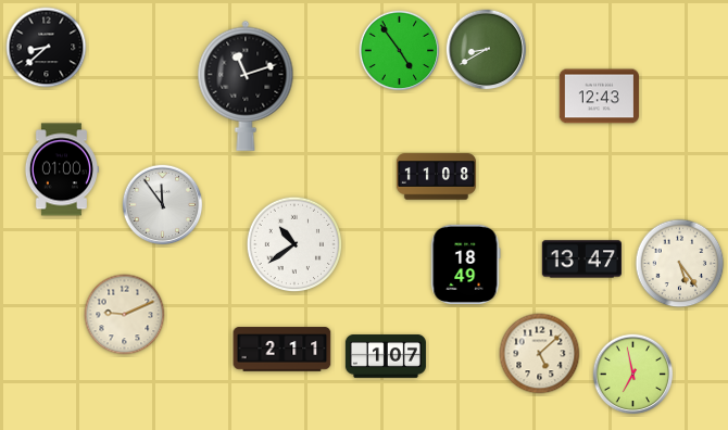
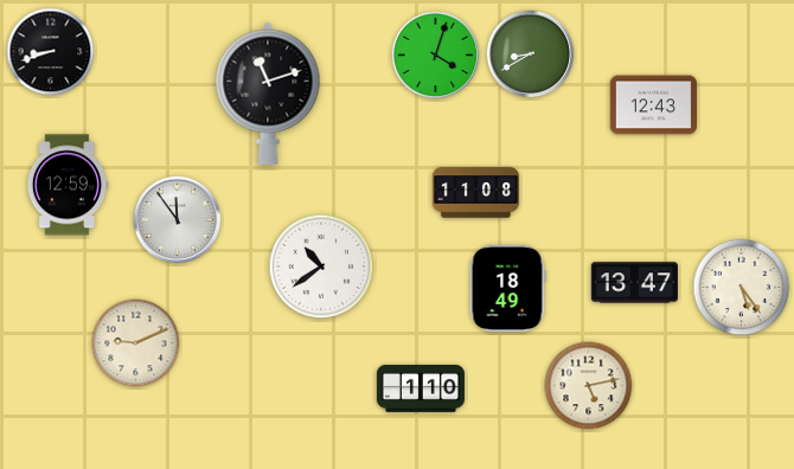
clock at (47, 48): 8:38 -> 8:42
clock at (400, 51): 4:54 -> 4:03
clock at (61, 169): 01:00 -> 12:59
clock at (163, 205) position: (163, 205) -> (178, 220)
clock at (283, 350): 2:11 -> none
clock at (540, 354): 5:08 -> 5:13
clock at (386, 357): 1:07 -> 1:10
clock at (633, 375): 6:58 -> none
